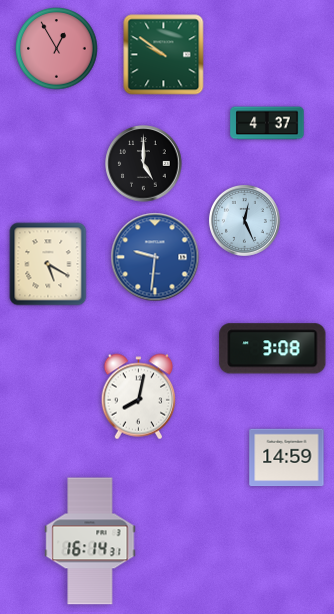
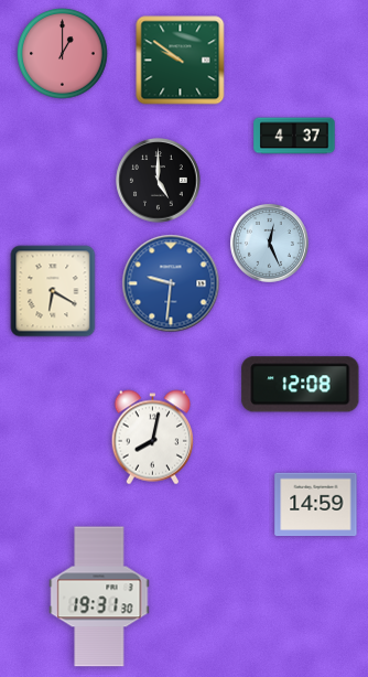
clock at (57, 49): 12:55 -> 1:00
clock at (48, 264): 5:20 -> 6:20
clock at (273, 349): 3:08 -> 12:08
clock at (90, 541): 16:14 -> 19:31
